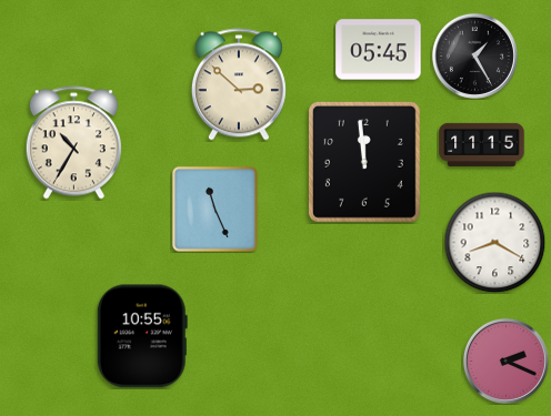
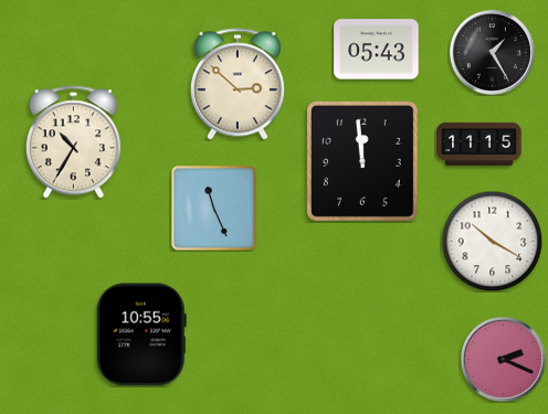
clock at (379, 50): 05:45 -> 05:43
clock at (474, 55) position: (474, 55) -> (492, 52)
clock at (494, 242): 8:20 -> 10:20
